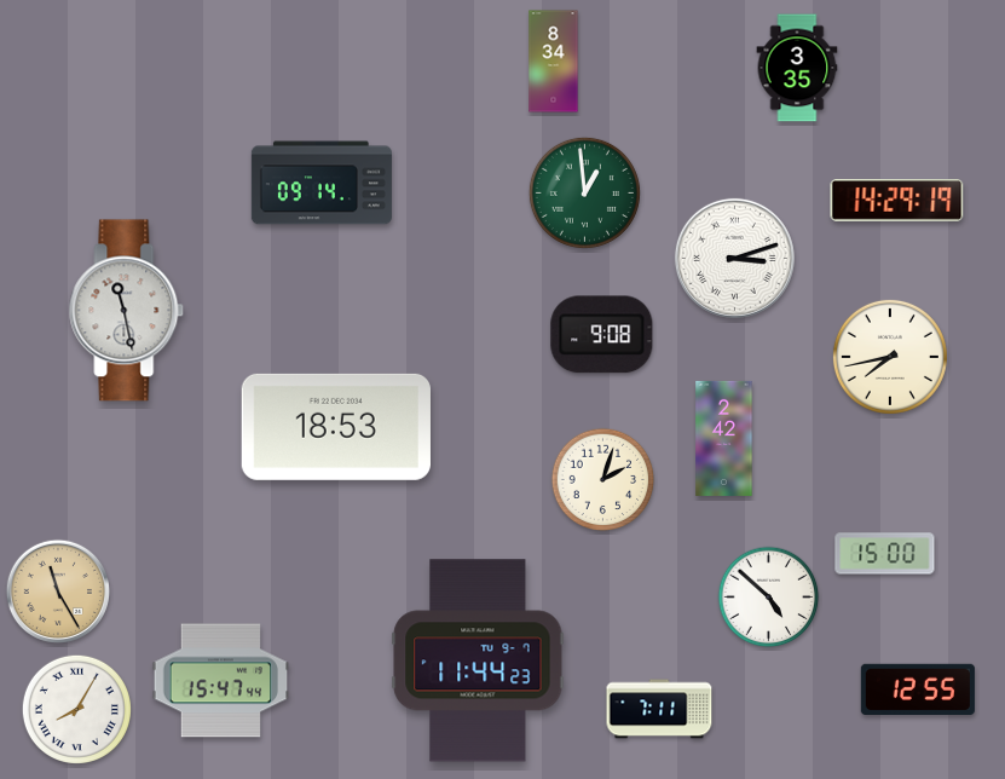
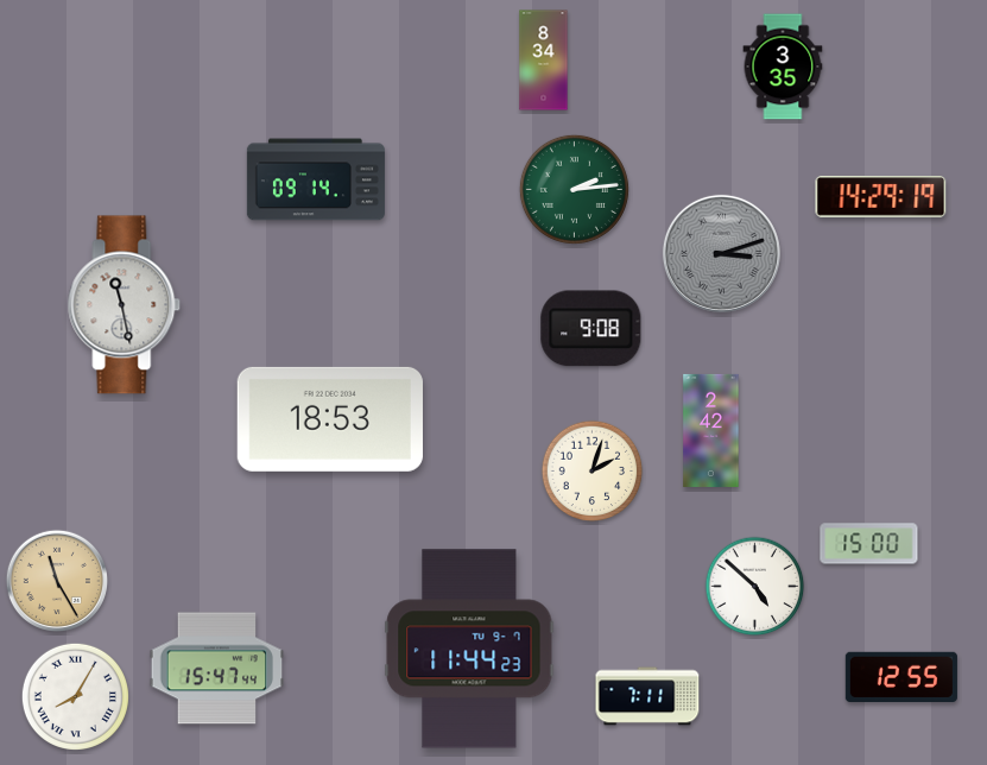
clock at (584, 192): 12:59 -> 2:14
clock at (734, 258) dial: white -> grey
clock at (890, 357): 7:43 -> none
